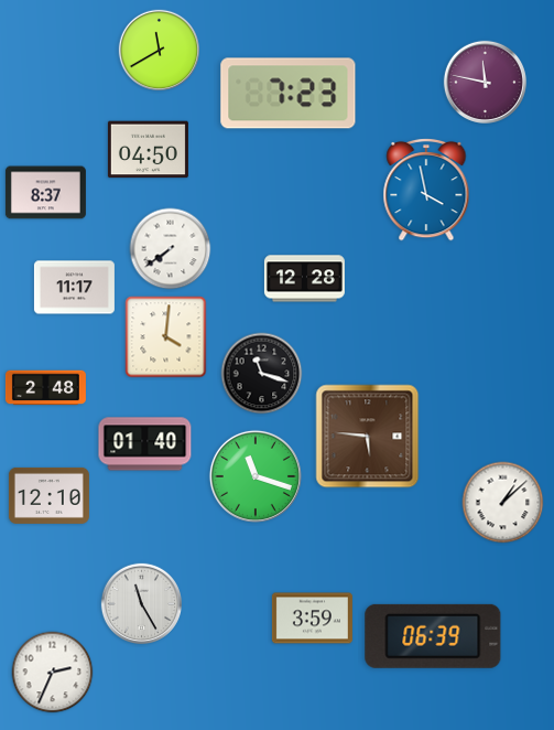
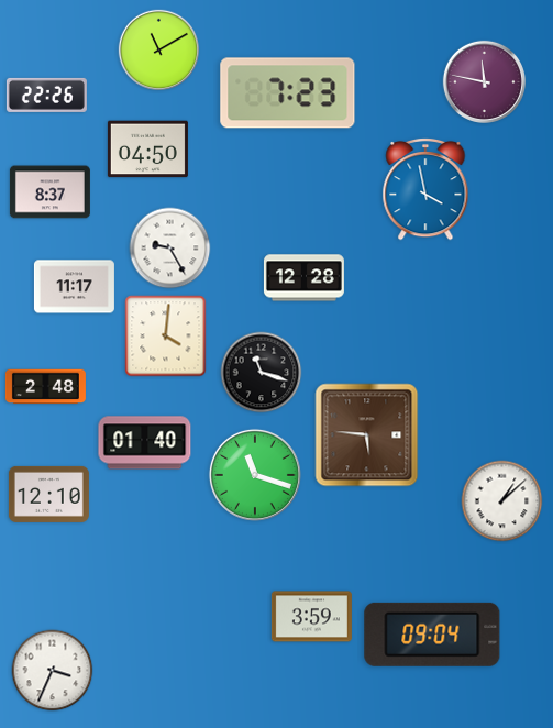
clock at (159, 50): 11:40 -> 11:10
clock at (46, 95): none -> 22:26
clock at (45, 193) position: (45, 193) -> (49, 192)
clock at (171, 249): 7:39 -> 9:25
clock at (141, 603): 11:25 -> none
clock at (433, 636): 06:39 -> 09:04
clock at (53, 673): 2:34 -> 3:34
